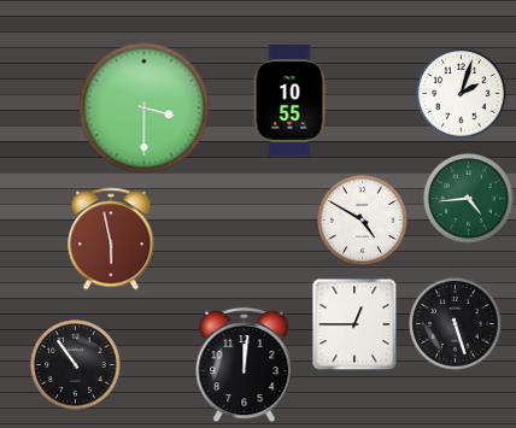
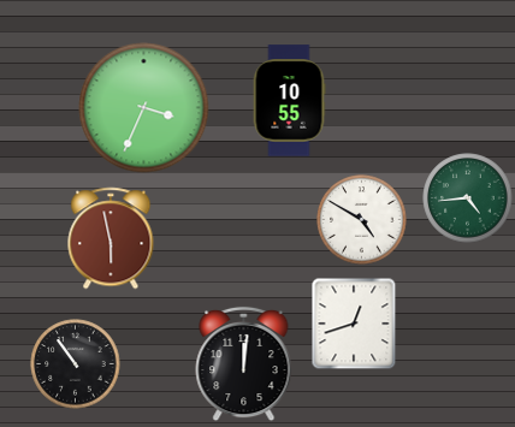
clock at (462, 94): 2:03 -> none
clock at (145, 109): 3:30 -> 3:34
clock at (354, 324): 12:45 -> 12:42
clock at (456, 324): 5:27 -> none
